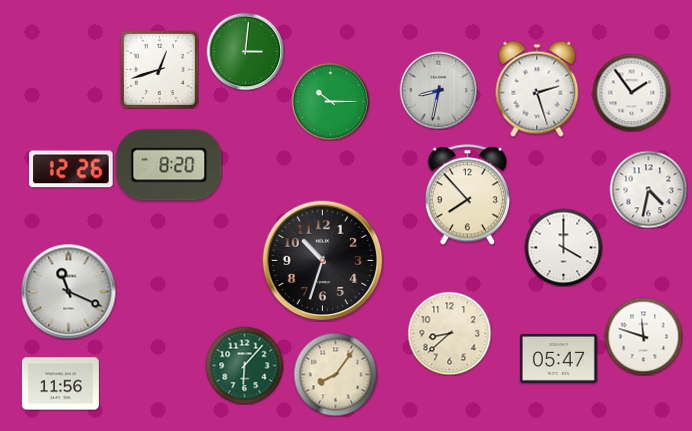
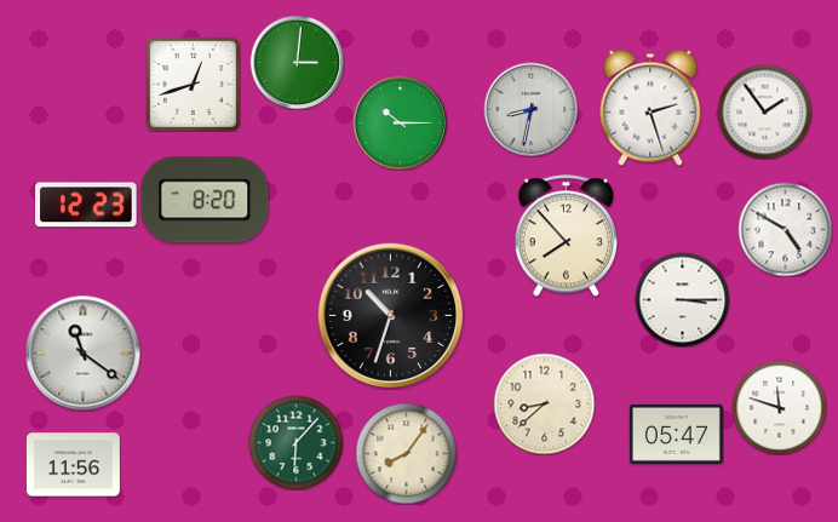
clock at (71, 169): 12:26 -> 12:23
clock at (648, 189): 4:32 -> 4:50
clock at (563, 247): 4:00 -> 3:15
clock at (68, 291): 11:19 -> 11:21
